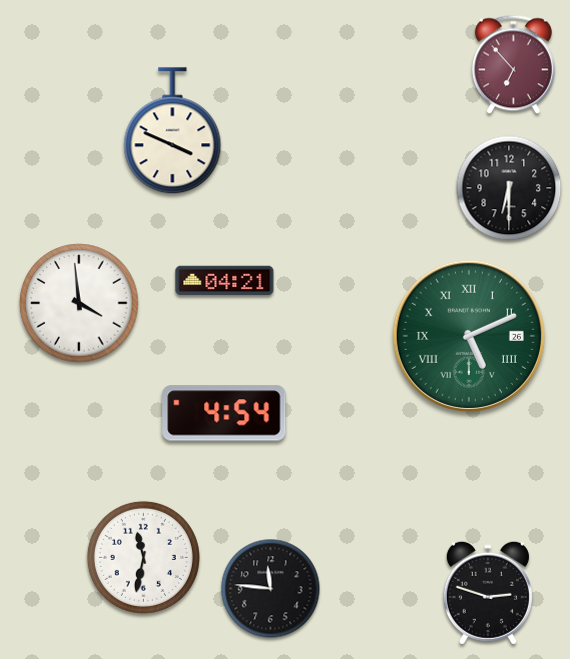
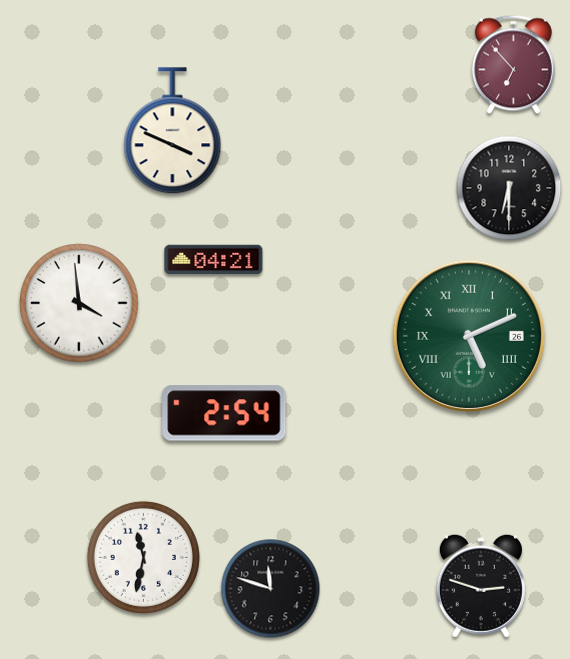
clock at (225, 281) position: (225, 281) -> (214, 260)
clock at (224, 413): 4:54 -> 2:54
clock at (271, 589): 11:46 -> 11:48
clock at (488, 593) position: (488, 593) -> (481, 586)
